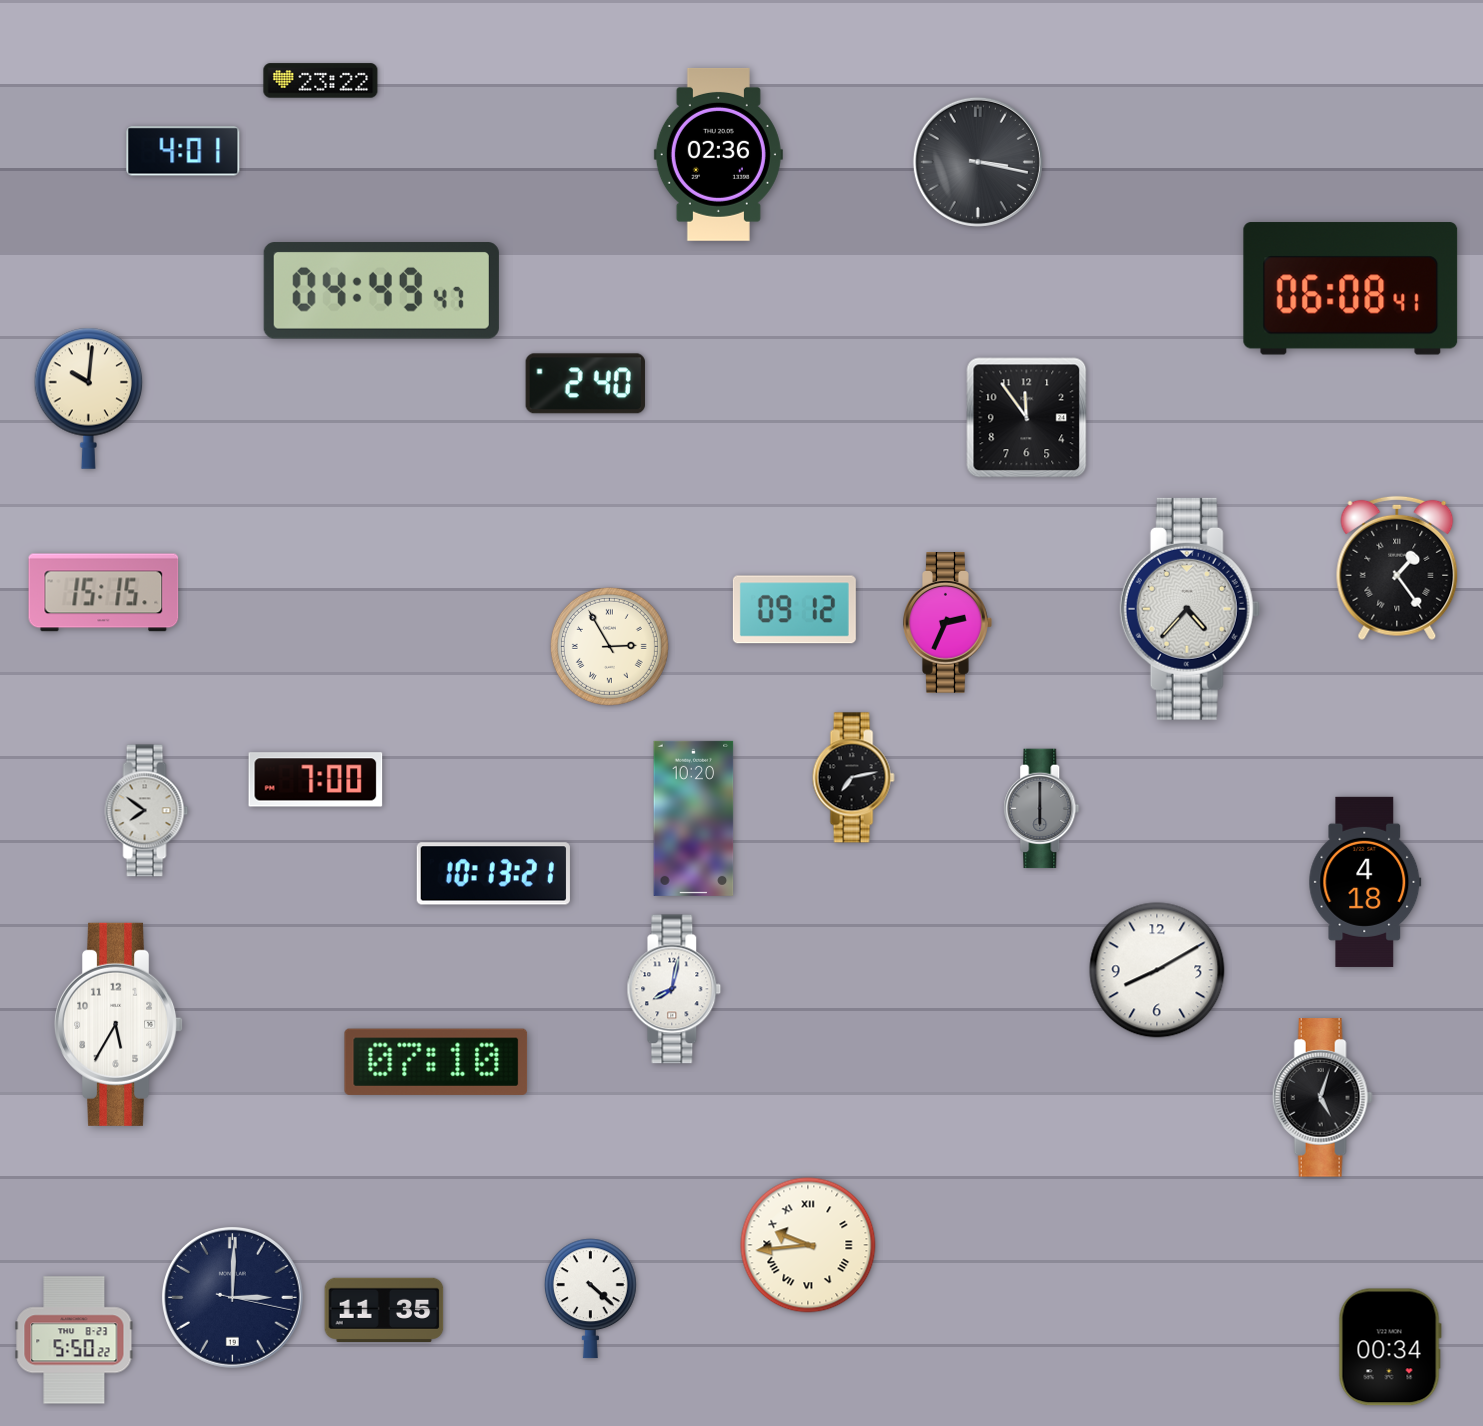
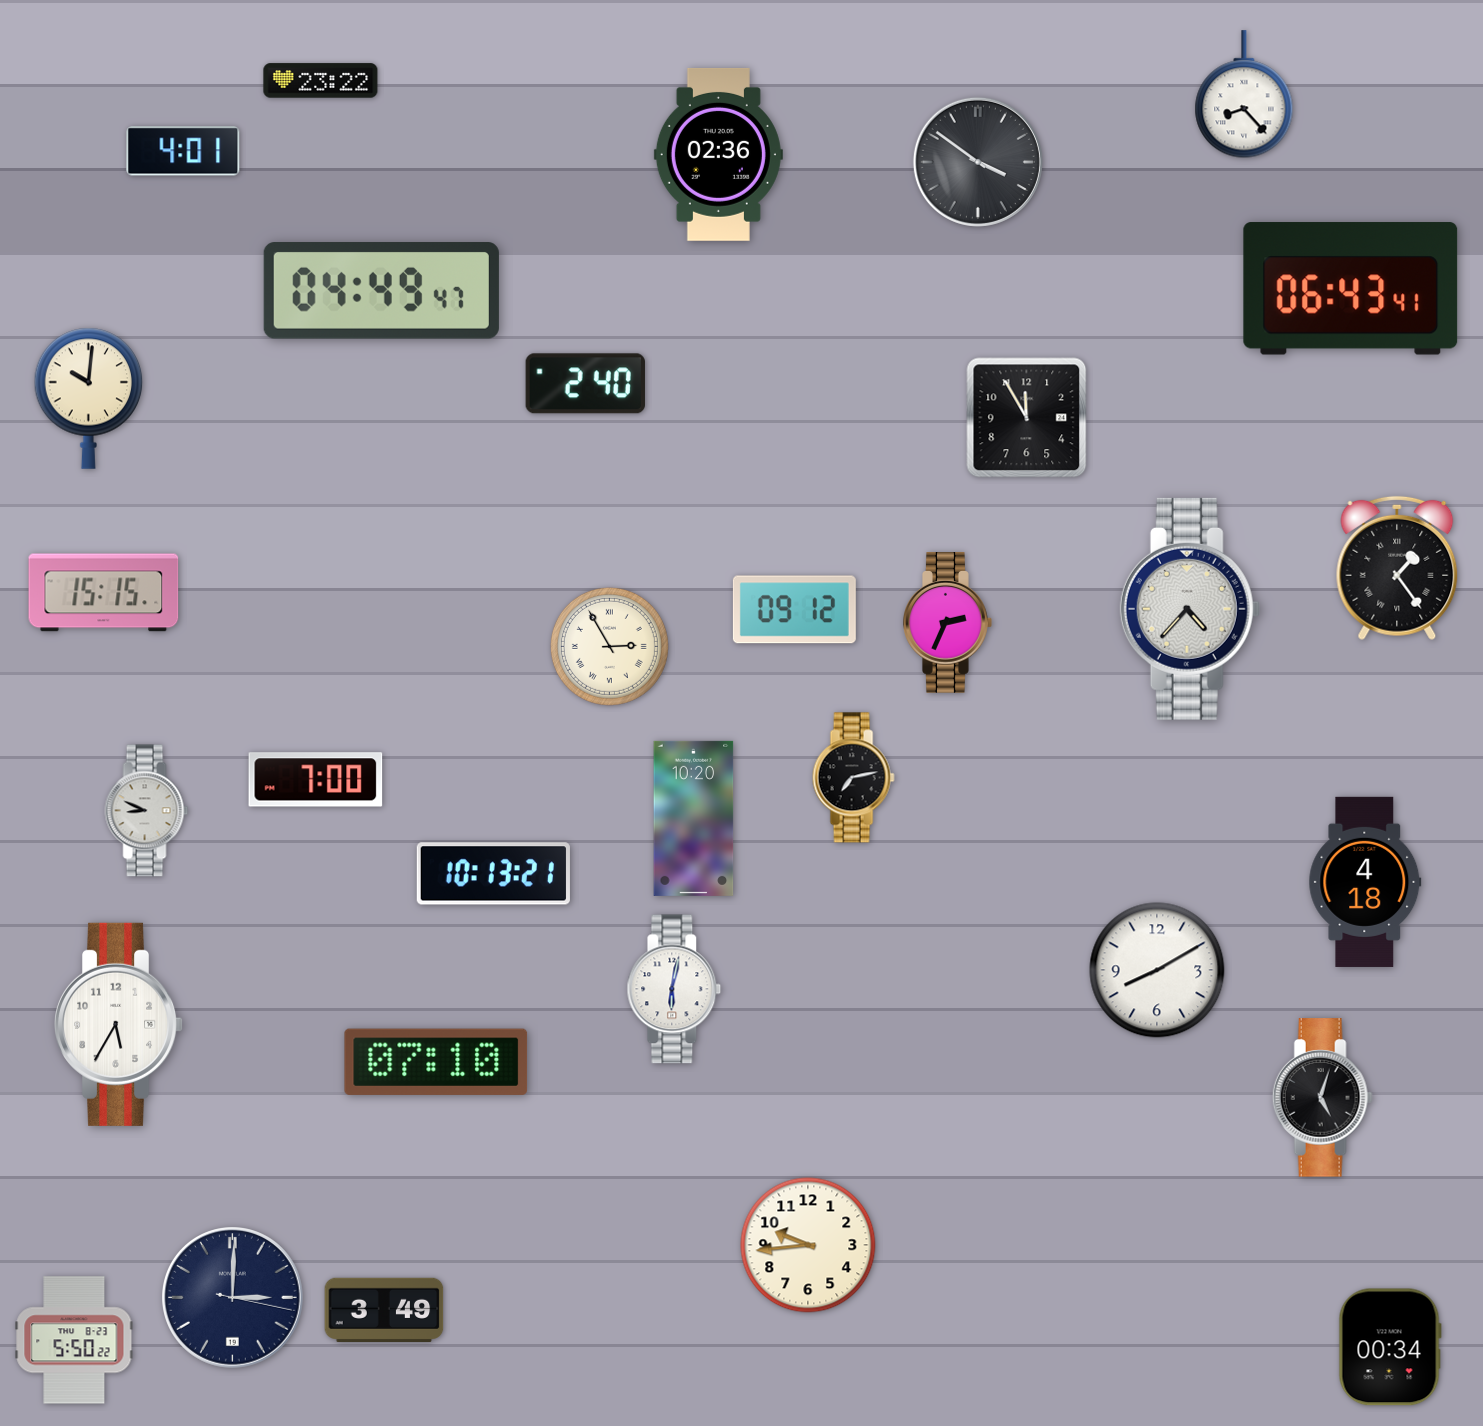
clock at (1244, 95): none -> 8:23
clock at (978, 162): 3:17 -> 3:51
clock at (1351, 289): 06:08 -> 06:43
clock at (1027, 418): 11:54 -> 11:55
clock at (1042, 809): 6:00 -> none
clock at (147, 811): 7:51 -> 8:49
clock at (674, 989): 8:02 -> 6:02
clock at (808, 1245) numerals: Roman -> Arabic
clock at (590, 1299): 4:22 -> none
clock at (384, 1309): 11:35 -> 3:49
